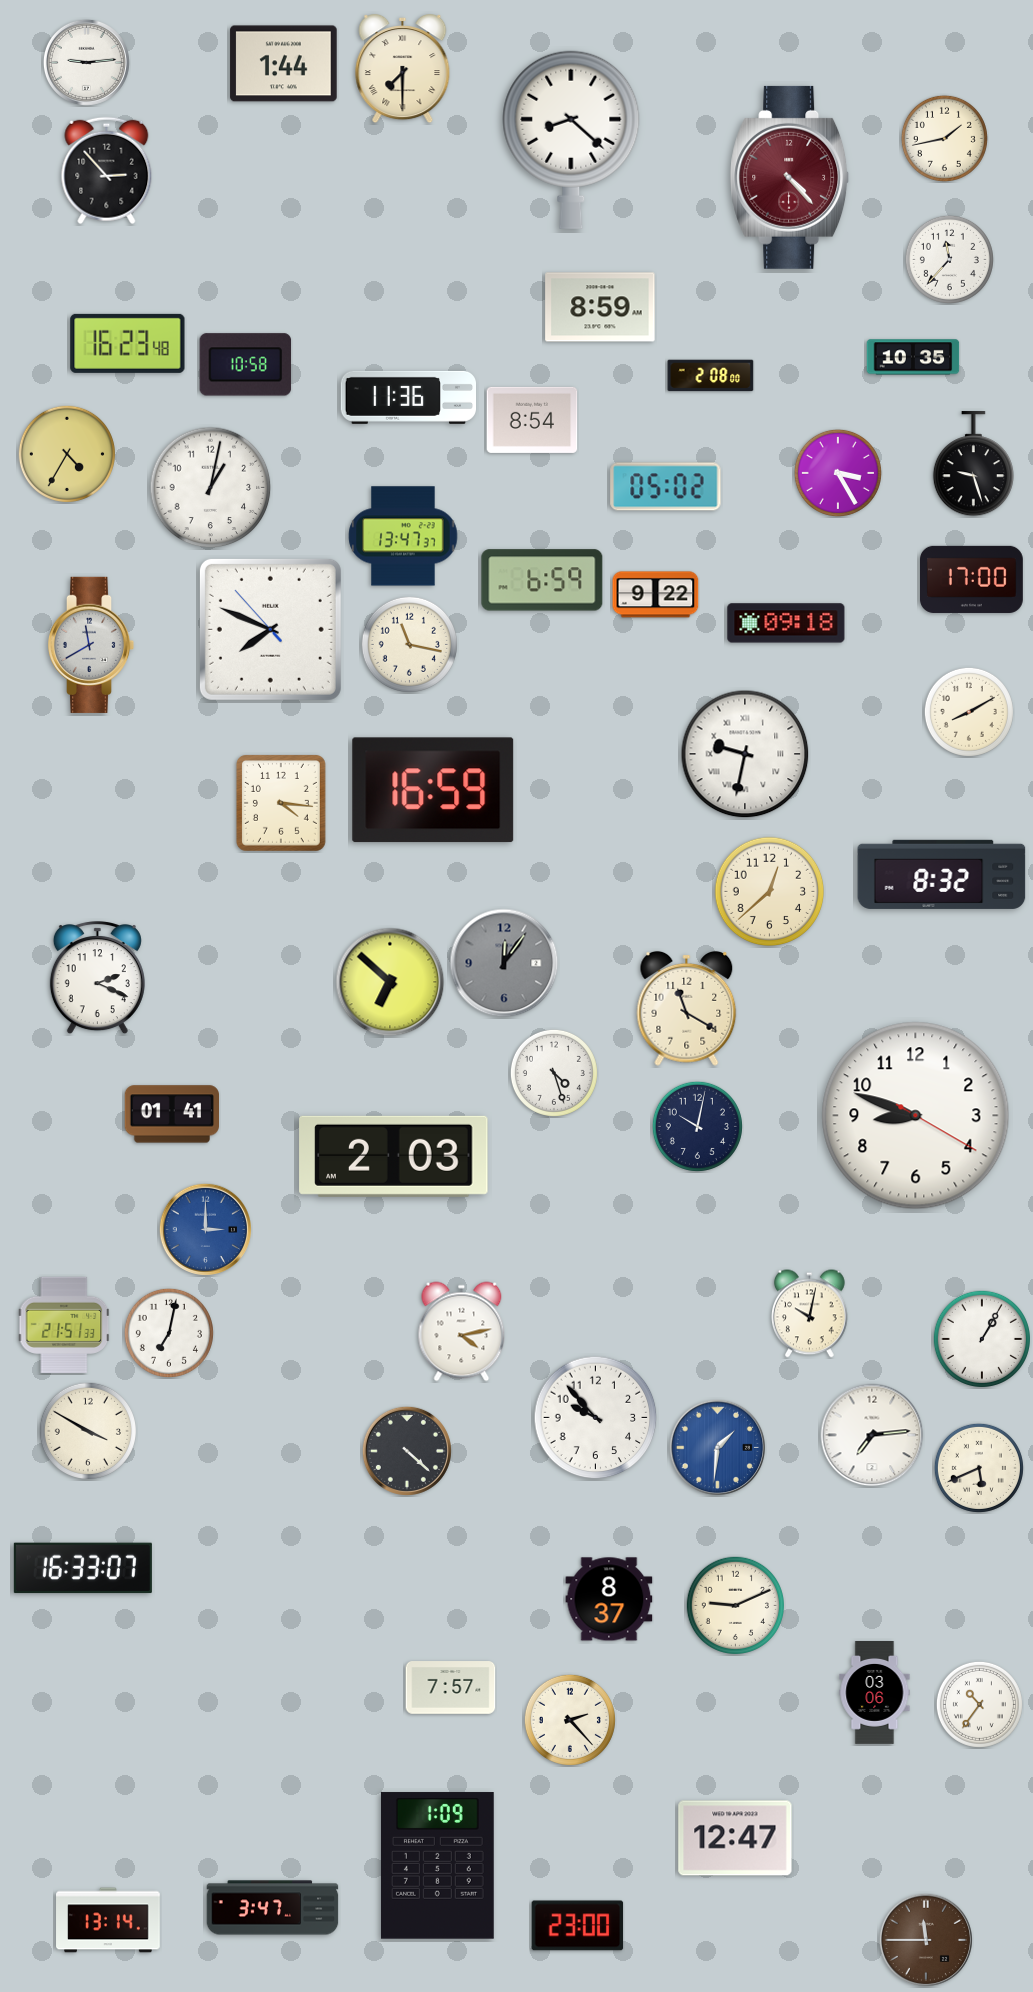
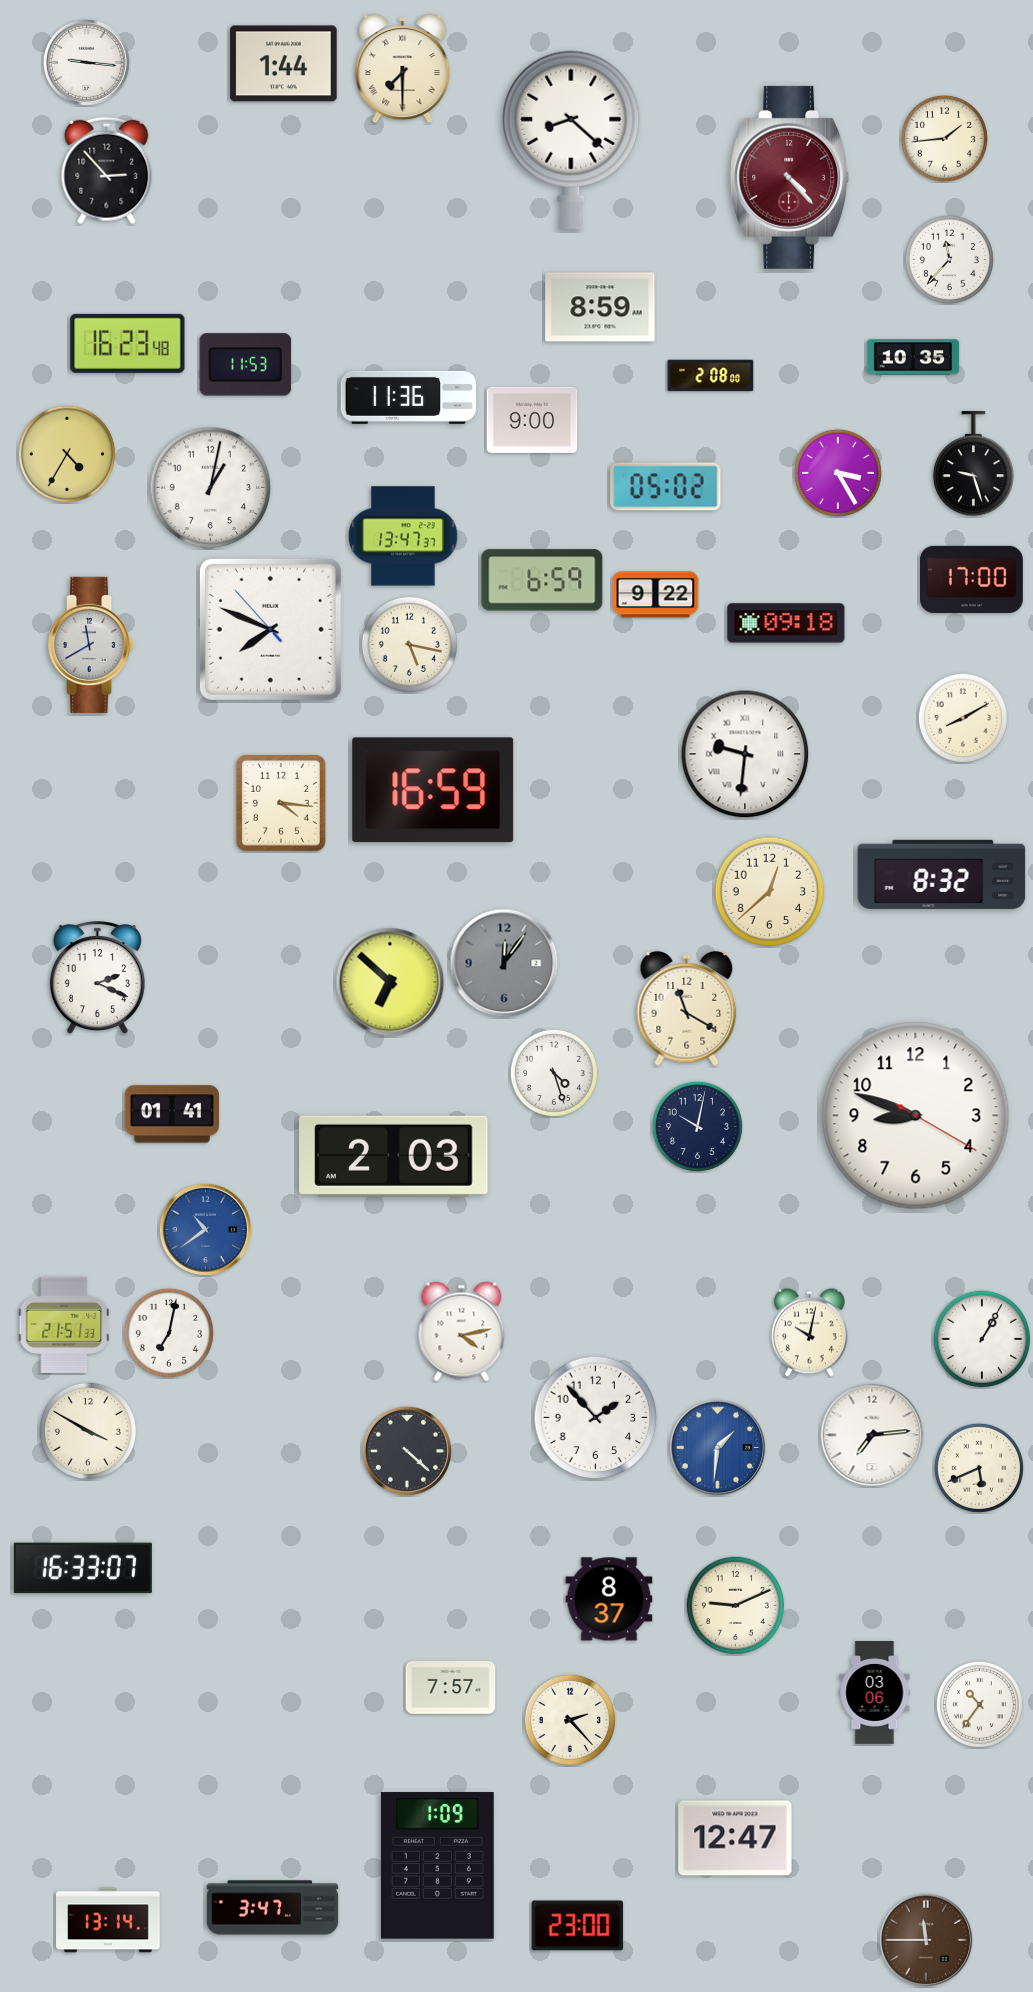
clock at (86, 62): 9:14 -> 9:16
clock at (944, 138): 1:43 -> 1:44
clock at (246, 365): 10:58 -> 11:53
clock at (532, 420): 8:54 -> 9:00
clock at (409, 644): 11:17 -> 5:17
clock at (969, 712) position: (969, 712) -> (963, 718)
clock at (745, 754): 9:32 -> 9:31
clock at (205, 1229): 3:00 -> 10:39
clock at (810, 1314) position: (810, 1314) -> (810, 1333)
clock at (596, 1418): 9:53 -> 1:53
